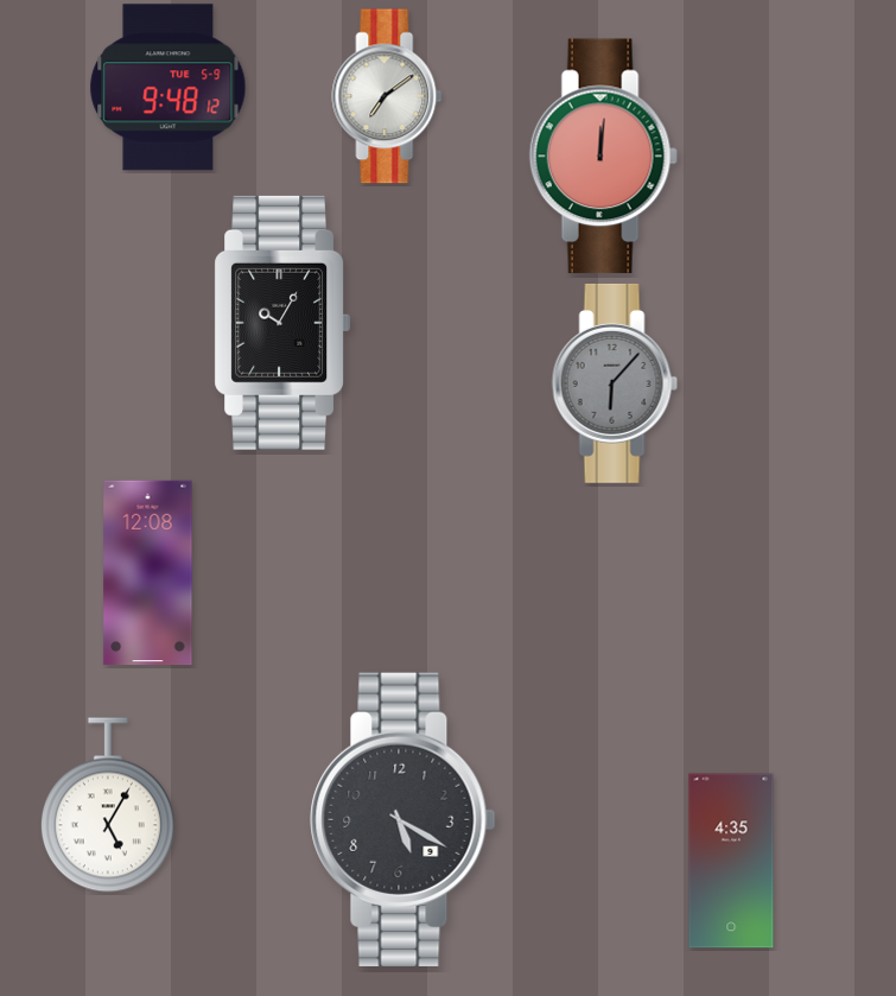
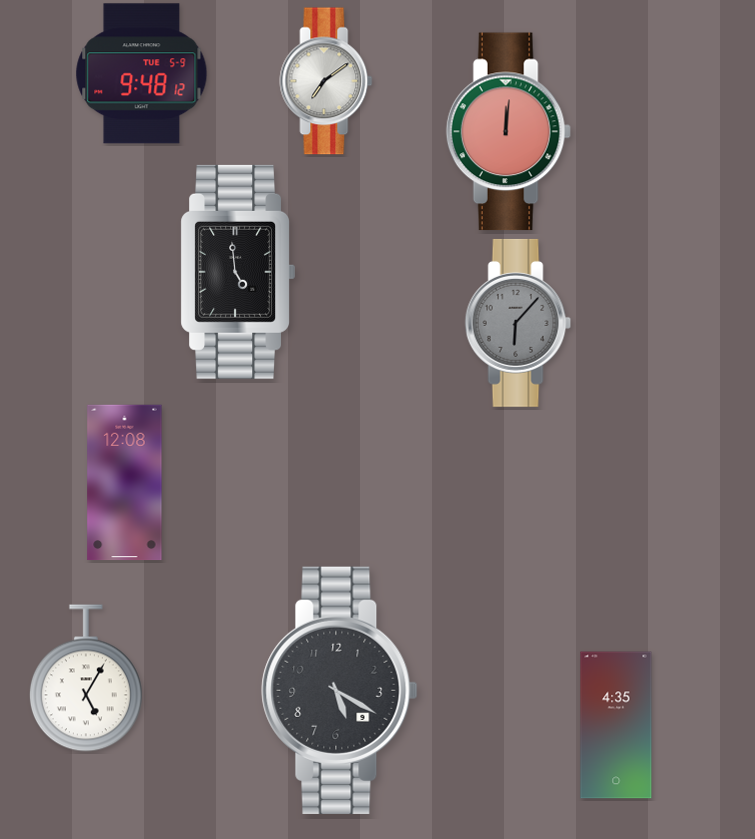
clock at (282, 323): 10:05 -> 4:59
clock at (108, 805) position: (108, 805) -> (86, 678)
